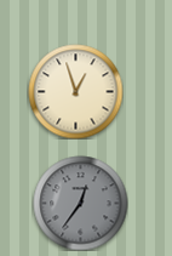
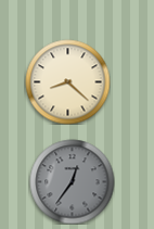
clock at (75, 91): 12:57 -> 8:22
